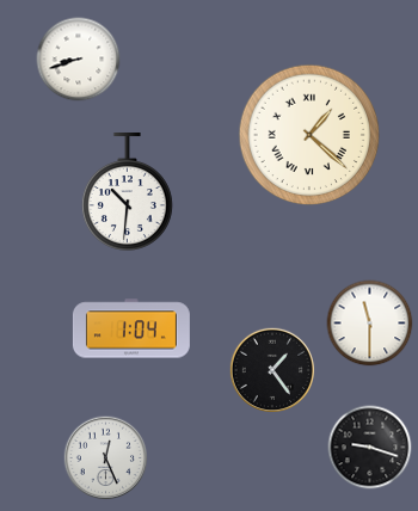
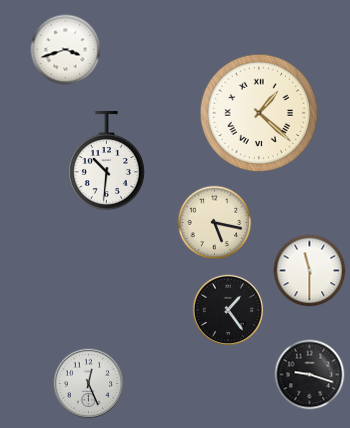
clock at (79, 60): 8:42 -> 3:42
clock at (215, 223): none -> 5:17
clock at (131, 328): 1:04 -> none
